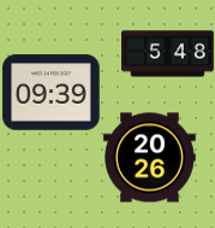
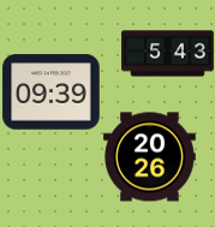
clock at (168, 54): 5:48 -> 5:43
